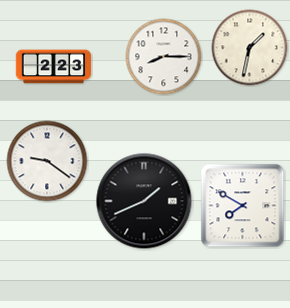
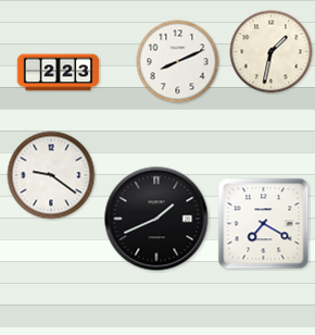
clock at (164, 57): 8:15 -> 8:11
clock at (243, 206): 7:50 -> 7:20
